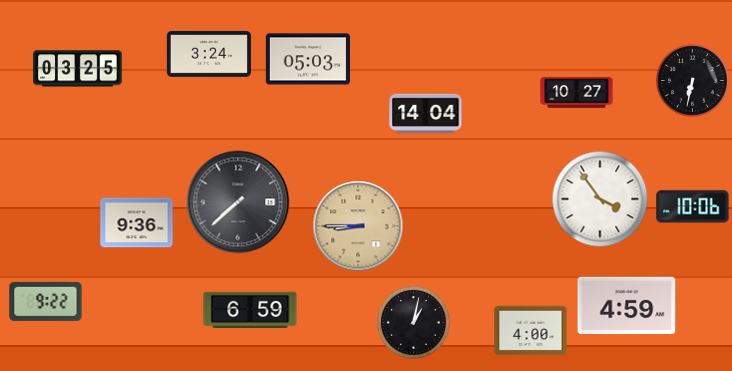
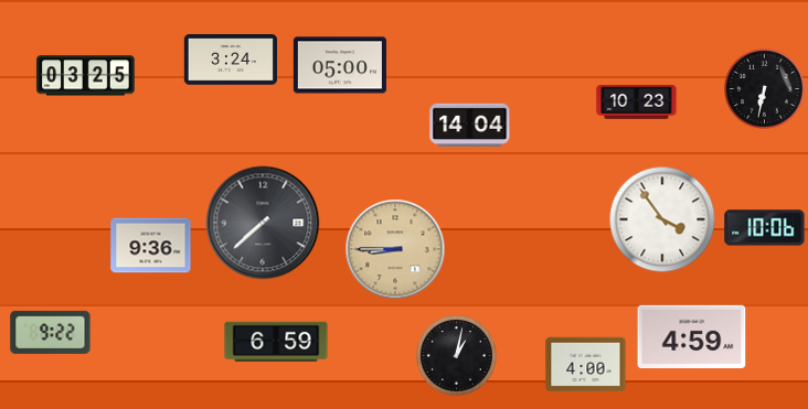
clock at (308, 59): 05:03 -> 05:00
clock at (577, 93): 10:27 -> 10:23
